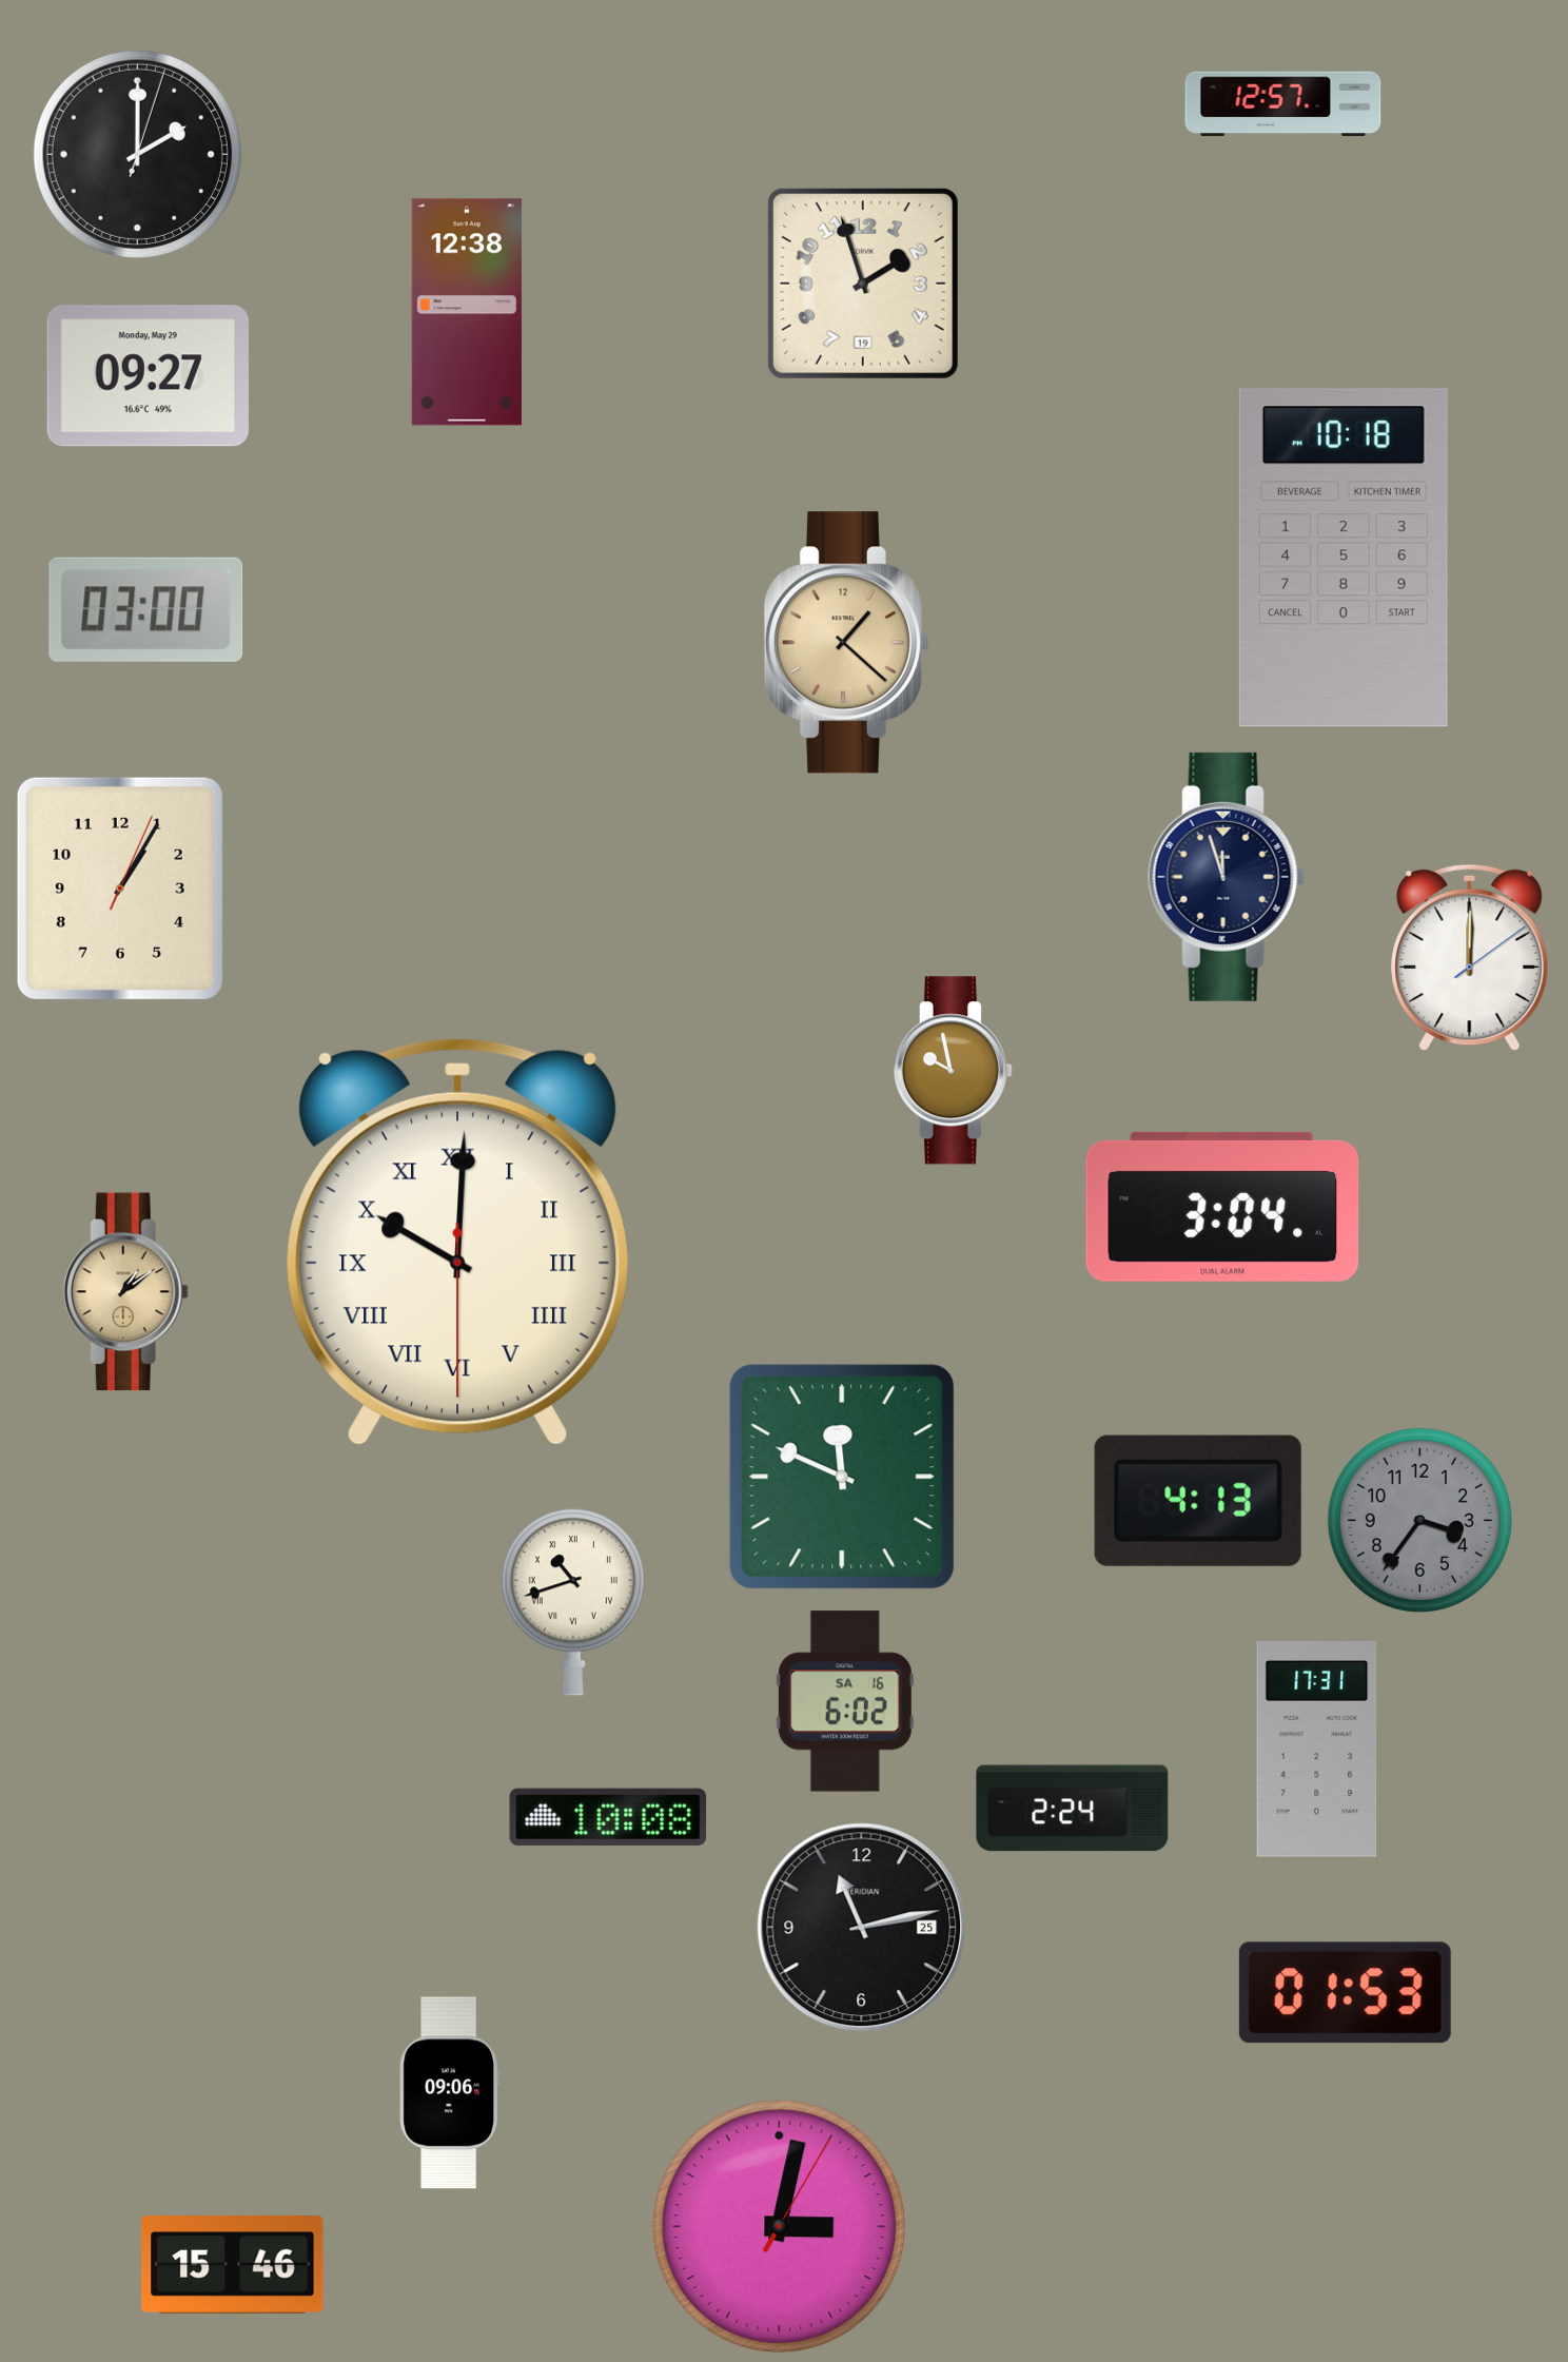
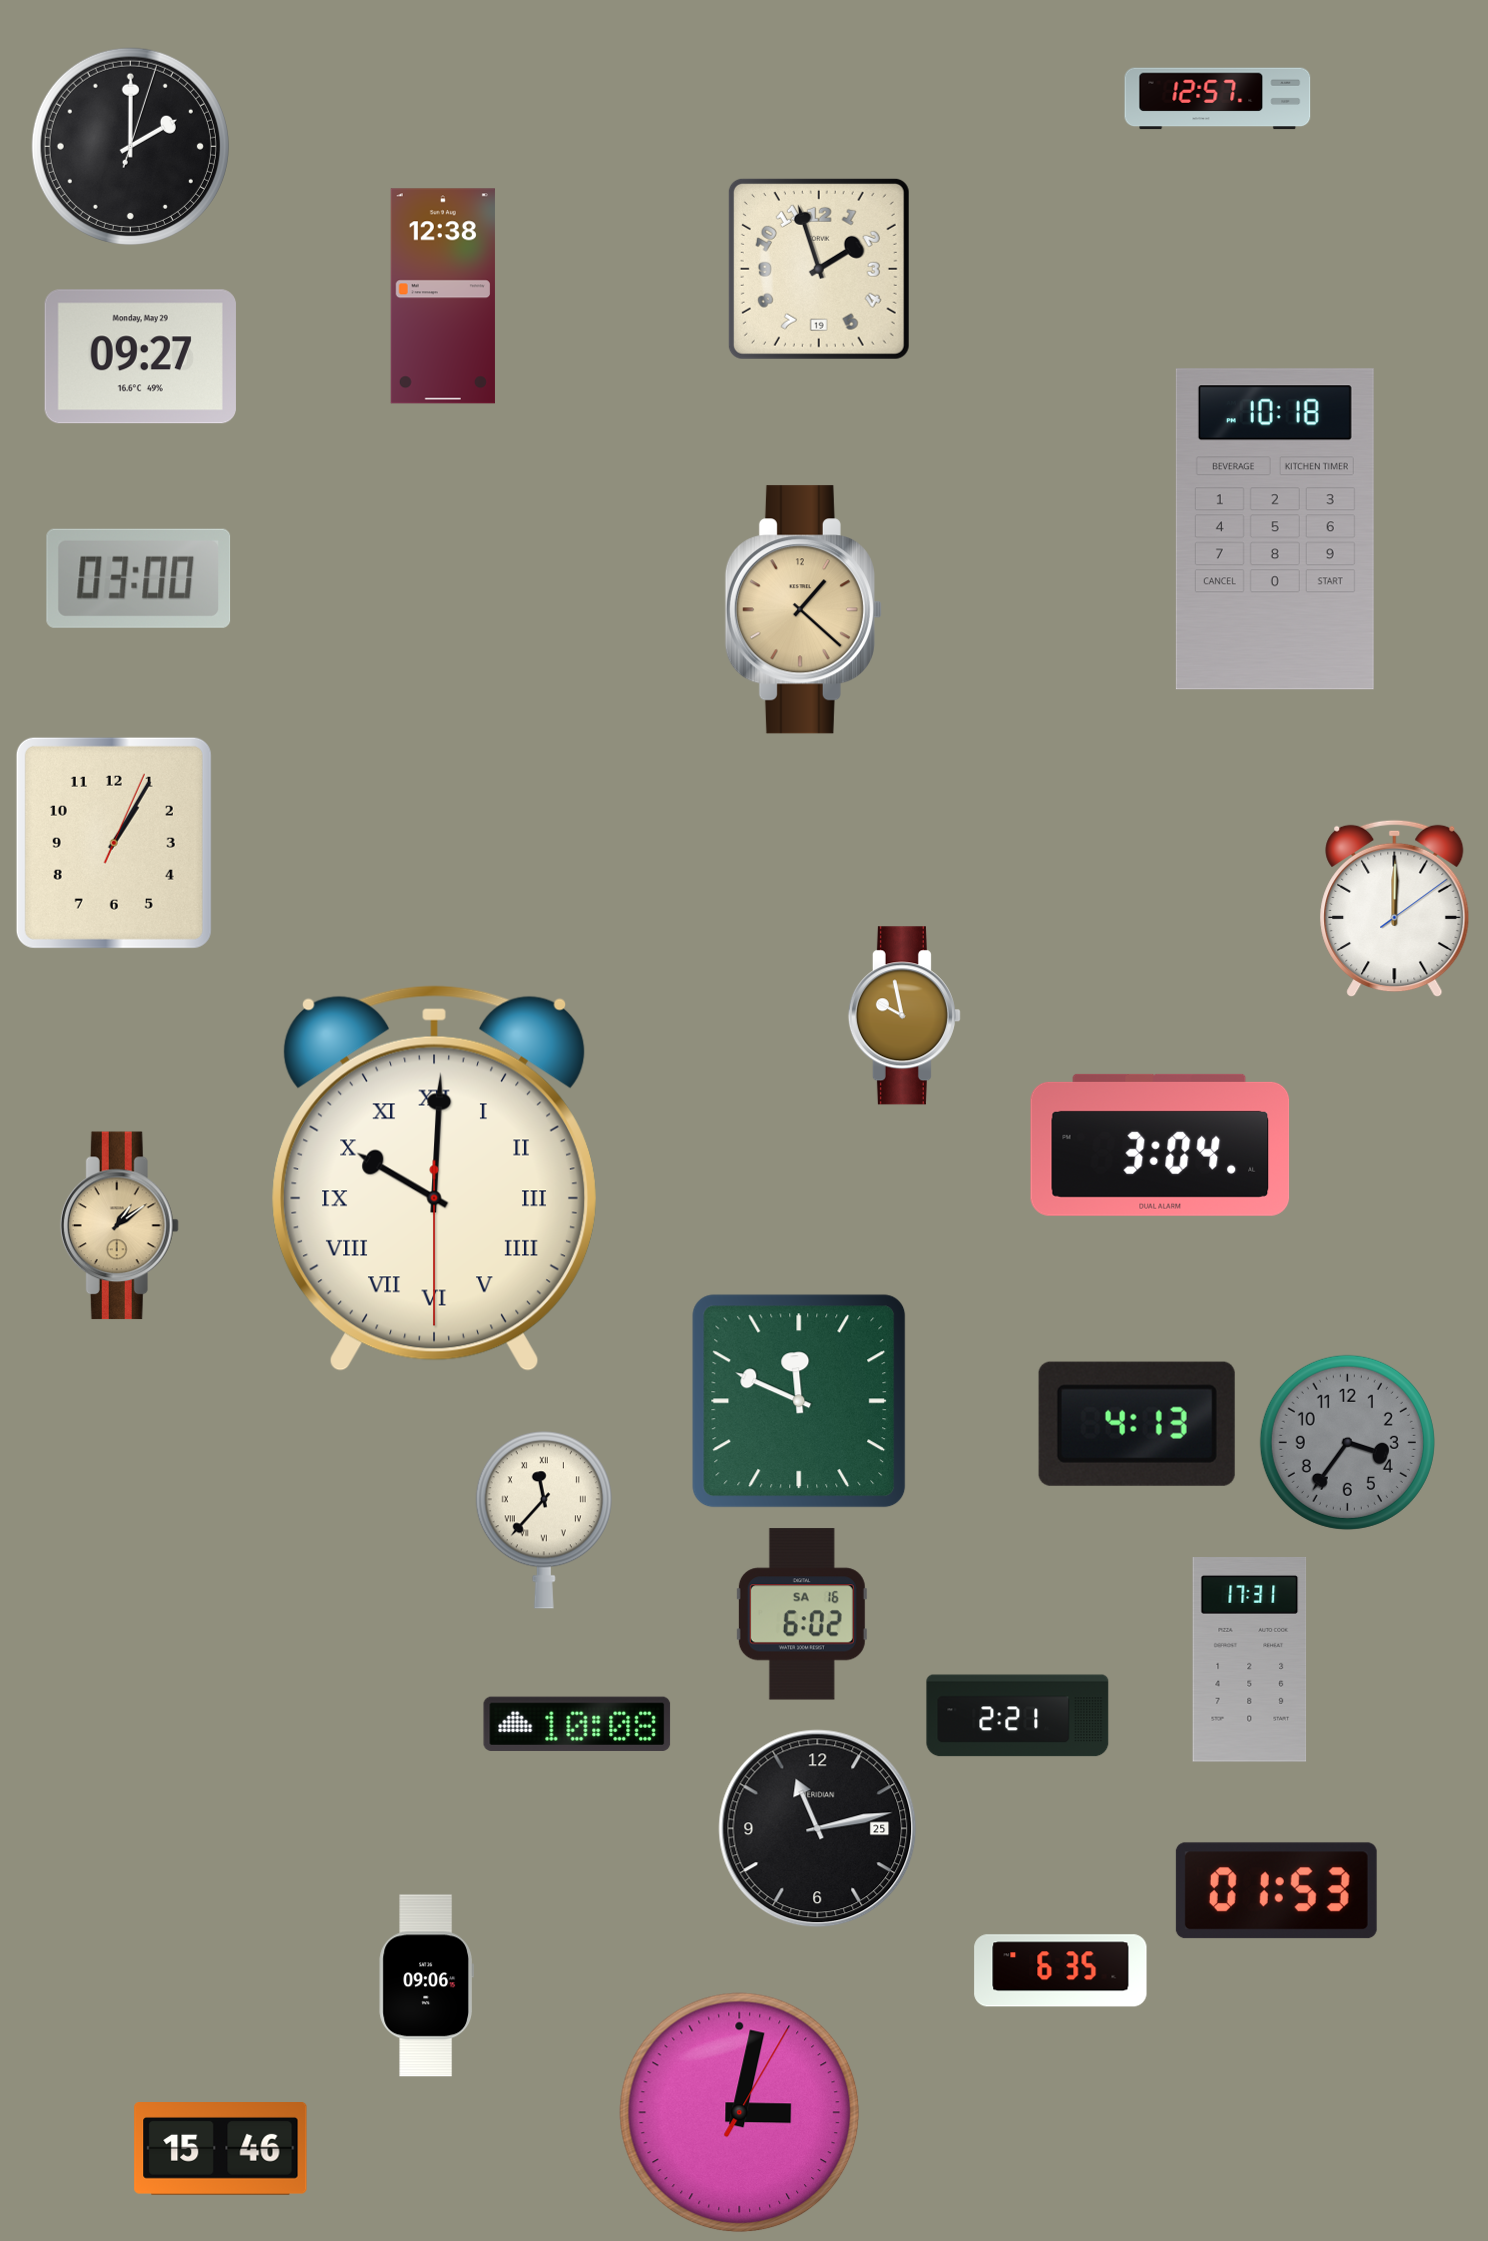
clock at (1227, 877): 11:57 -> none
clock at (573, 1602): 10:42 -> 11:37
clock at (1073, 1809): 2:24 -> 2:21
clock at (1061, 1971): none -> 6:35
